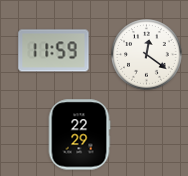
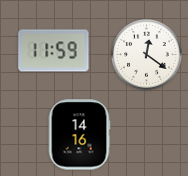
clock at (79, 135): 22:29 -> 14:16
